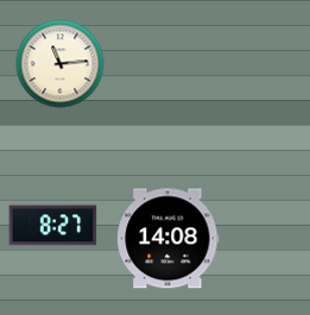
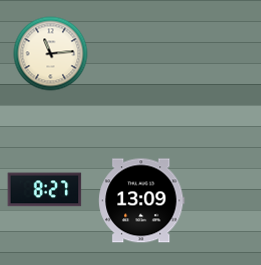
clock at (169, 239): 14:08 -> 13:09
